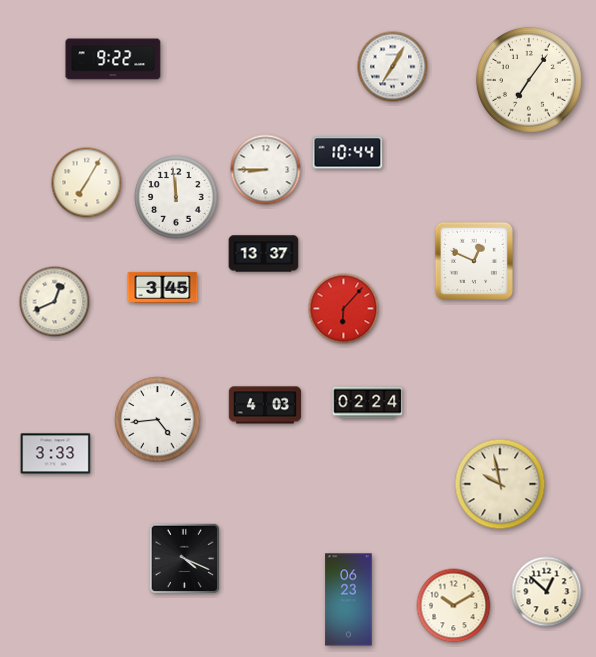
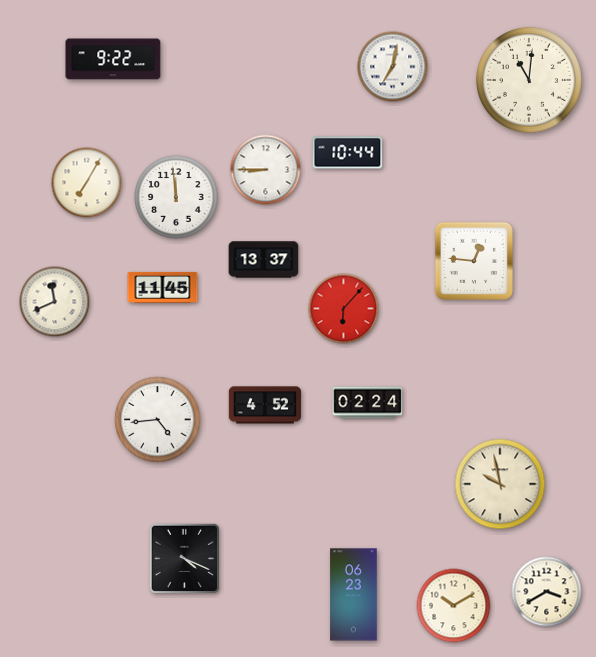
clock at (393, 67): 7:05 -> 7:02
clock at (529, 80): 7:06 -> 11:01
clock at (264, 254) position: (264, 254) -> (264, 260)
clock at (474, 261): 12:49 -> 12:46
clock at (163, 287): 3:45 -> 11:45
clock at (55, 302): 12:41 -> 11:41
clock at (264, 405): 4:03 -> 4:52
clock at (56, 454): 3:33 -> none
clock at (547, 592): 12:52 -> 3:40
clock at (349, 600) position: (349, 600) -> (354, 595)
